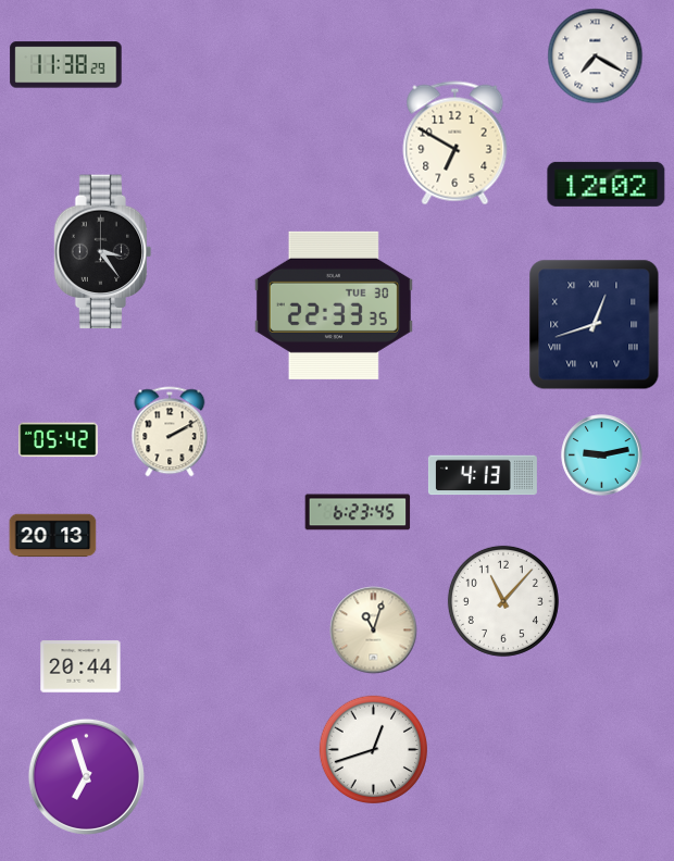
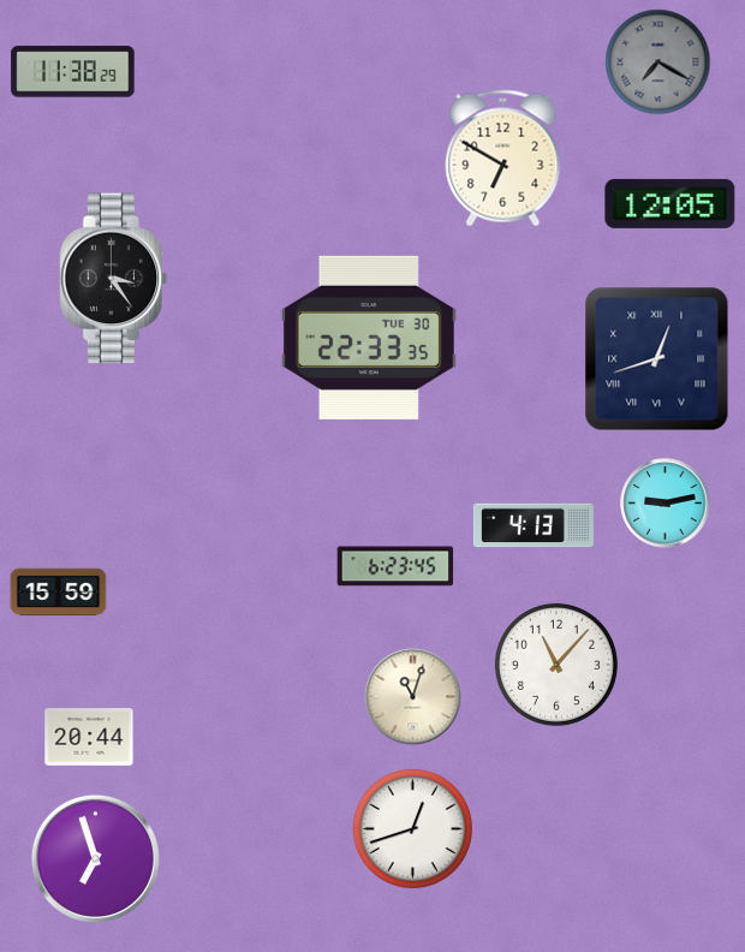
clock at (596, 57) dial: white -> grey
clock at (607, 184): 12:02 -> 12:05
clock at (170, 432): 2:10 -> none
clock at (59, 440): 05:42 -> none
clock at (53, 536): 20:13 -> 15:59
